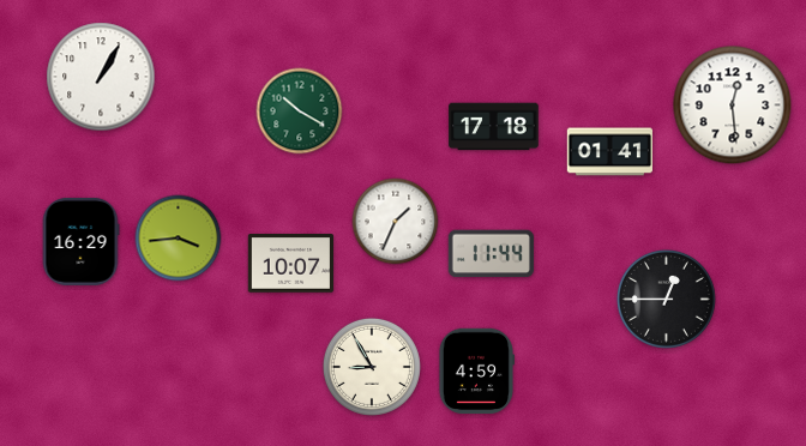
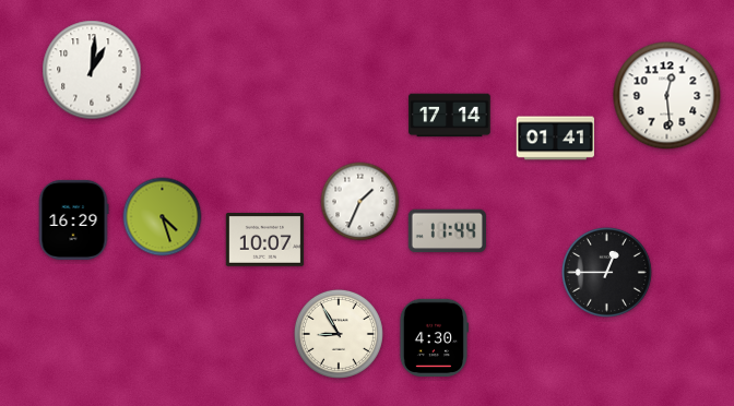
clock at (101, 77): 1:05 -> 1:01
clock at (300, 111): 10:20 -> none
clock at (494, 127): 17:18 -> 17:14
clock at (179, 239): 3:44 -> 4:27
clock at (475, 370): 4:59 -> 4:30
